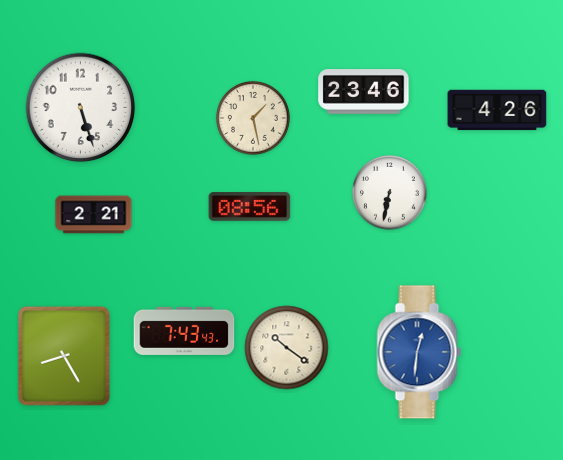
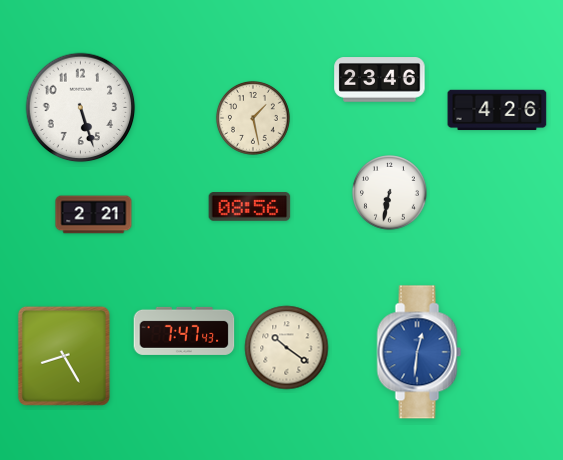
clock at (364, 92) position: (364, 92) -> (380, 80)
clock at (184, 331): 7:43 -> 7:47
